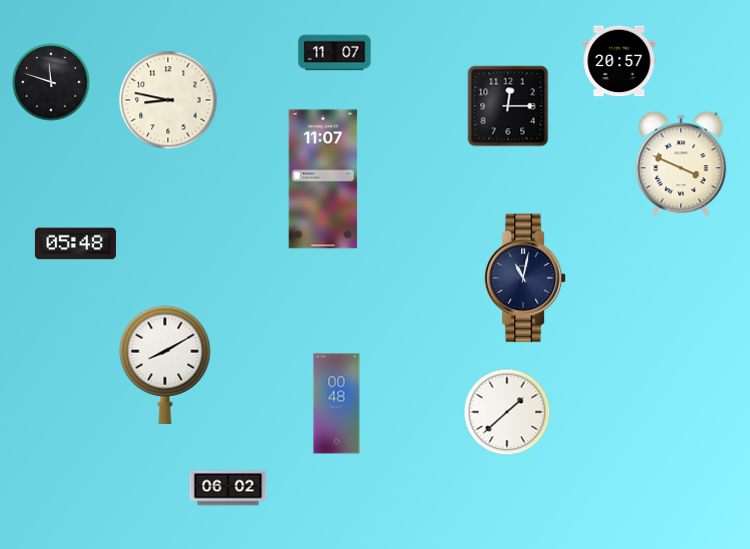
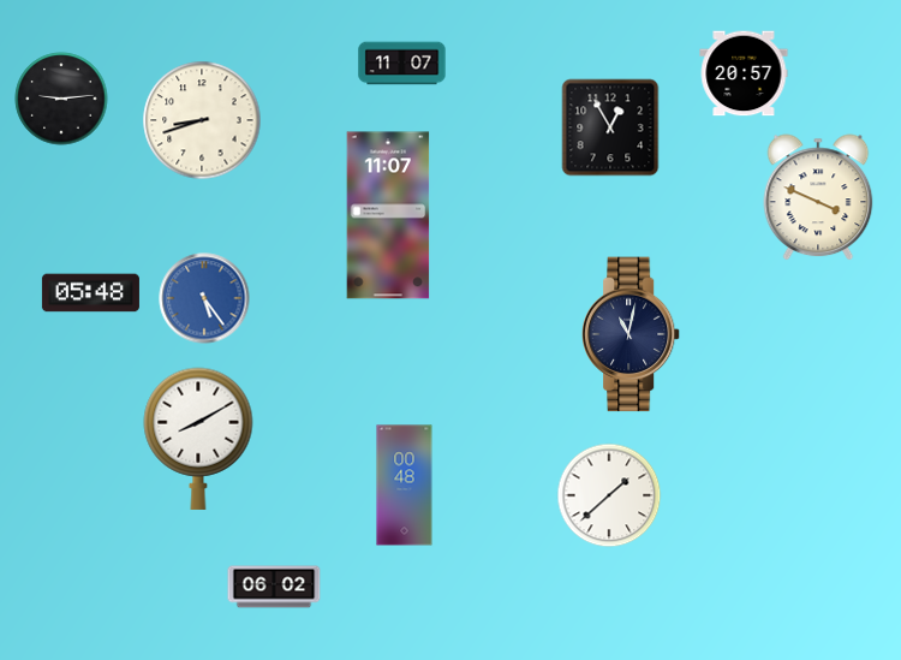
clock at (51, 82): 11:48 -> 9:14
clock at (168, 100): 8:47 -> 8:42
clock at (508, 106): 12:15 -> 12:55
clock at (204, 298): none -> 5:24
